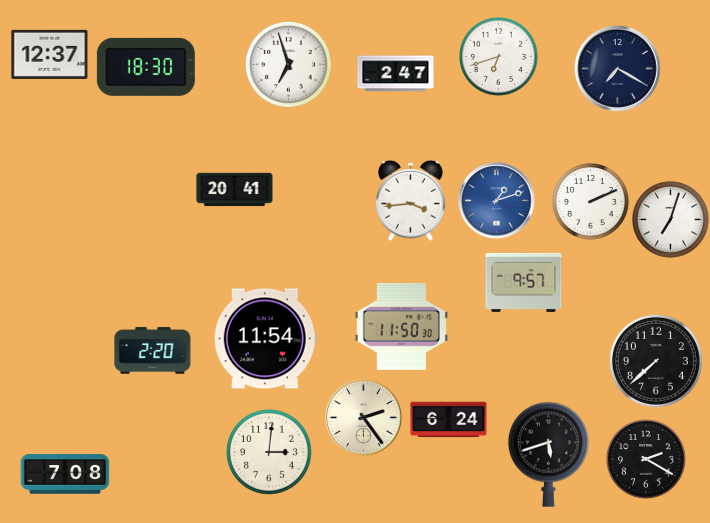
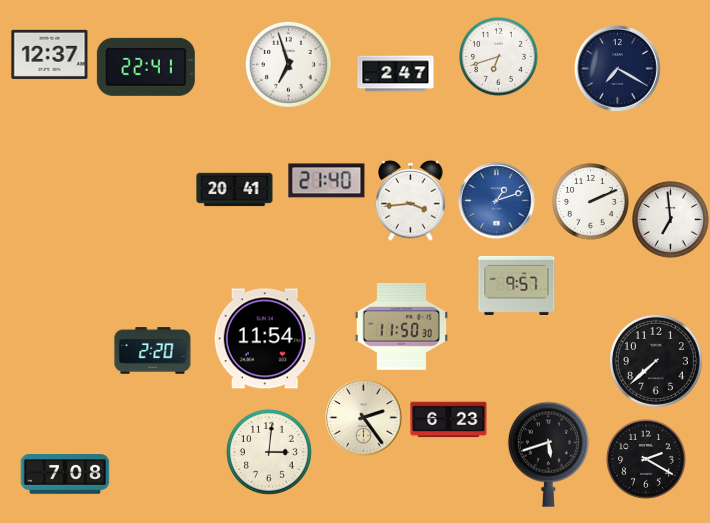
clock at (146, 67): 18:30 -> 22:41
clock at (327, 181): none -> 21:40
clock at (671, 220): 7:03 -> 6:59
clock at (524, 282) position: (524, 282) -> (517, 285)
clock at (449, 420): 6:24 -> 6:23
